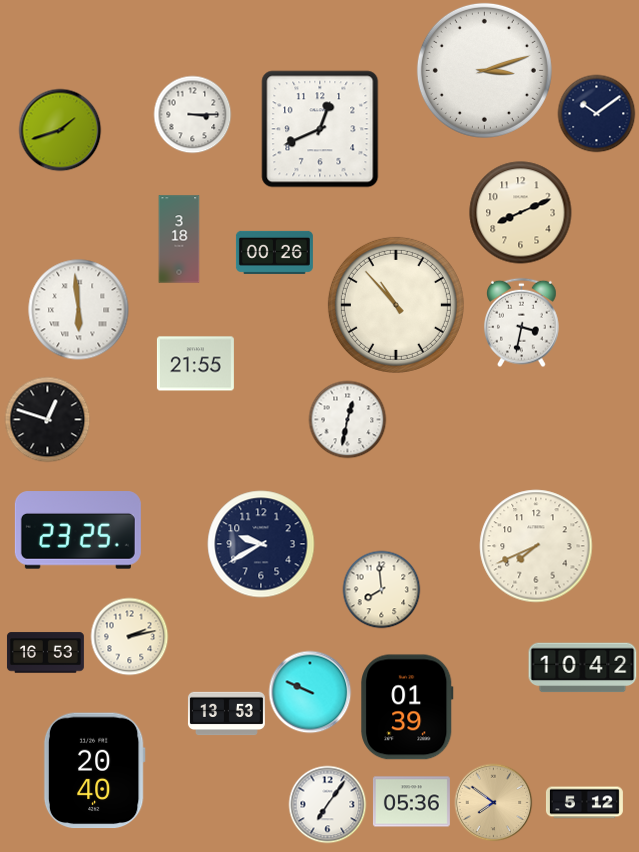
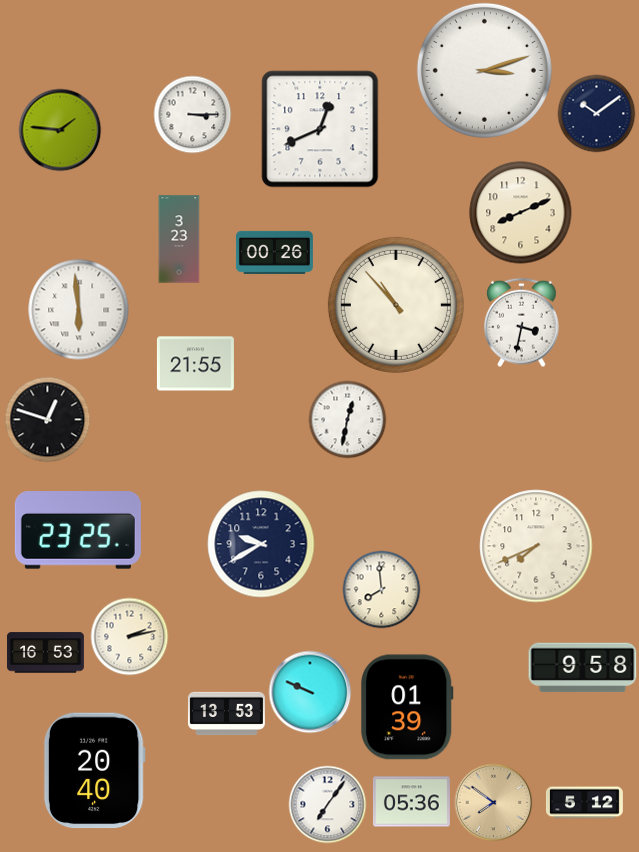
clock at (60, 130): 1:42 -> 1:46
clock at (179, 239): 3:18 -> 3:23
clock at (583, 668): 10:42 -> 9:58
